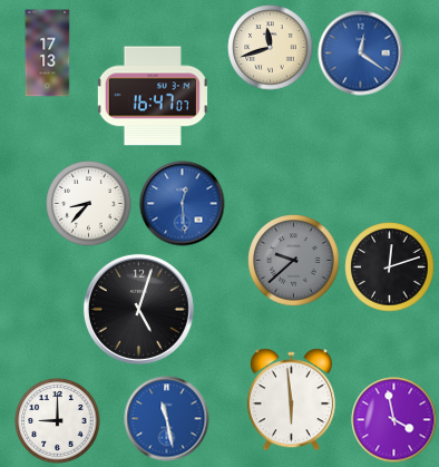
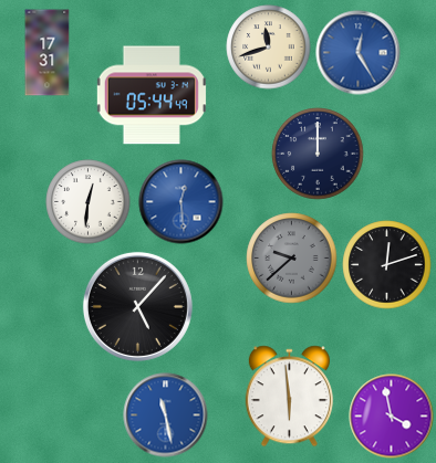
clock at (48, 53): 17:13 -> 17:31
clock at (361, 53): 12:21 -> 12:25
clock at (153, 96): 16:47 -> 05:44
clock at (318, 154): none -> 12:00
clock at (89, 204): 8:37 -> 12:31
clock at (138, 309): 5:03 -> 5:07
clock at (58, 421): 9:00 -> none
